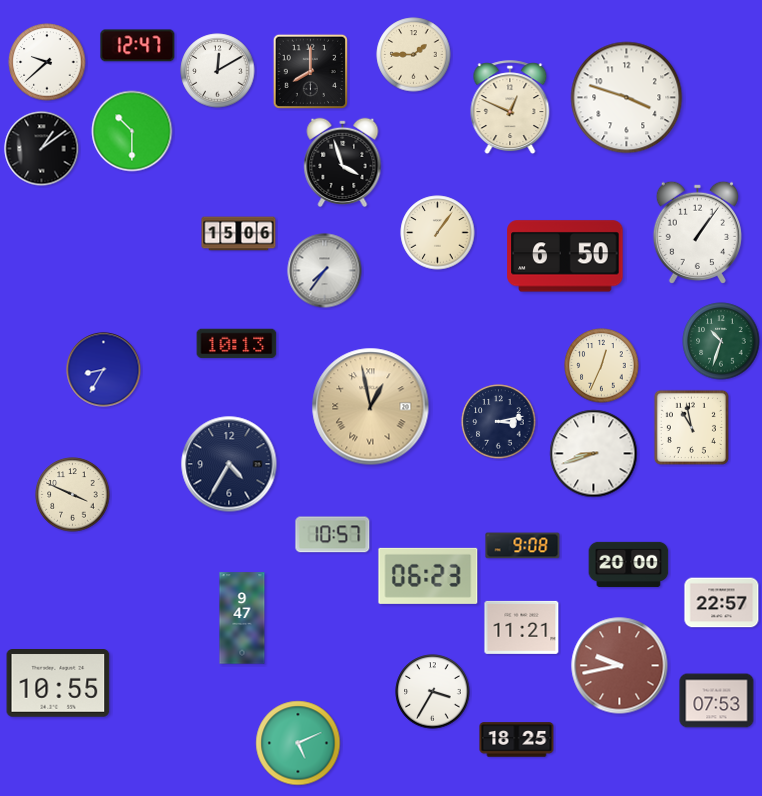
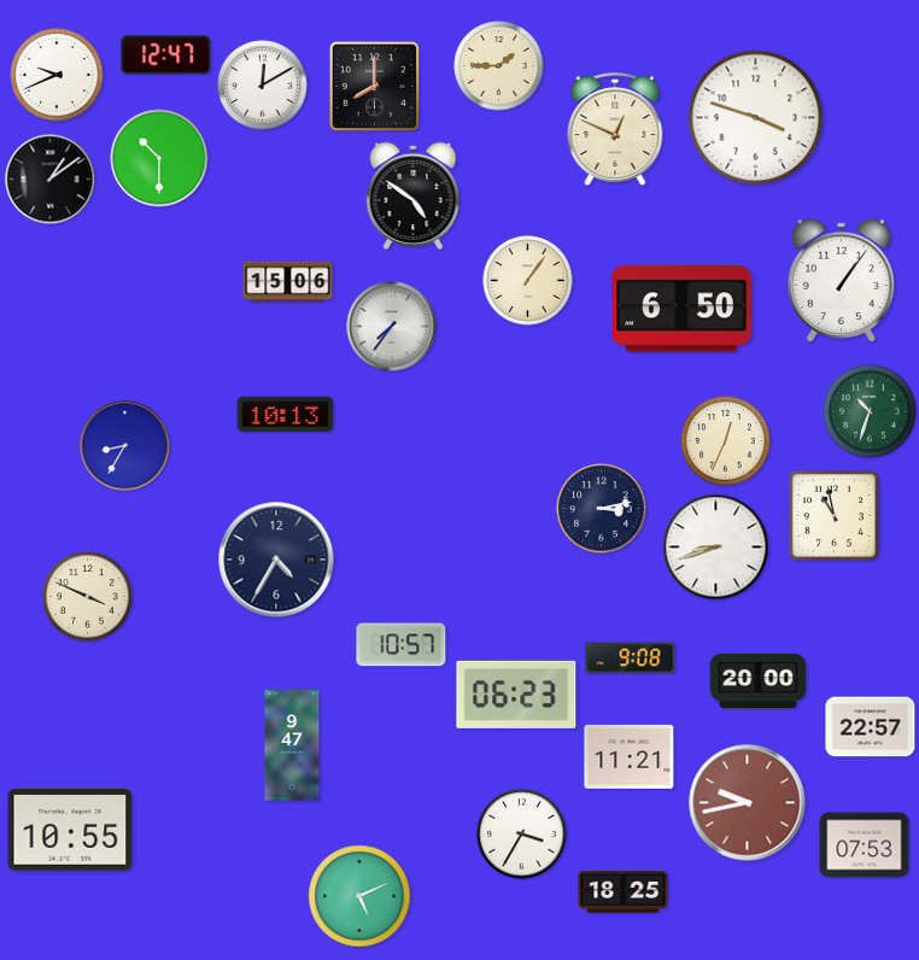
clock at (47, 62): 9:38 -> 9:41
clock at (343, 162): 3:57 -> 4:51
clock at (371, 407): 12:58 -> none
clock at (58, 684) position: (58, 684) -> (70, 831)
